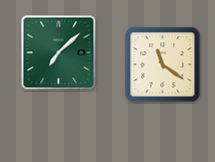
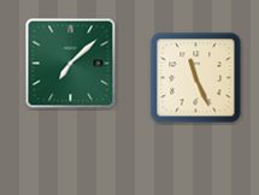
clock at (163, 65): 11:21 -> 11:26
